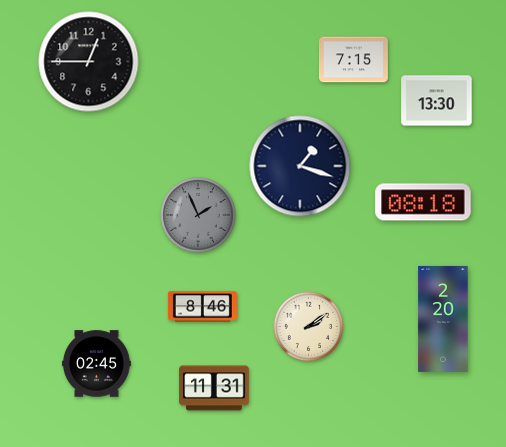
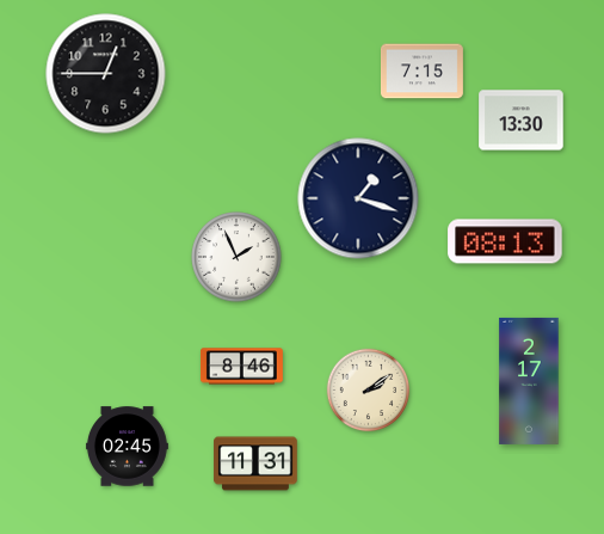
clock at (423, 202): 08:18 -> 08:13
clock at (198, 215) dial: grey -> white
clock at (443, 319): 2:20 -> 2:17
clock at (96, 364) position: (96, 364) -> (127, 447)
